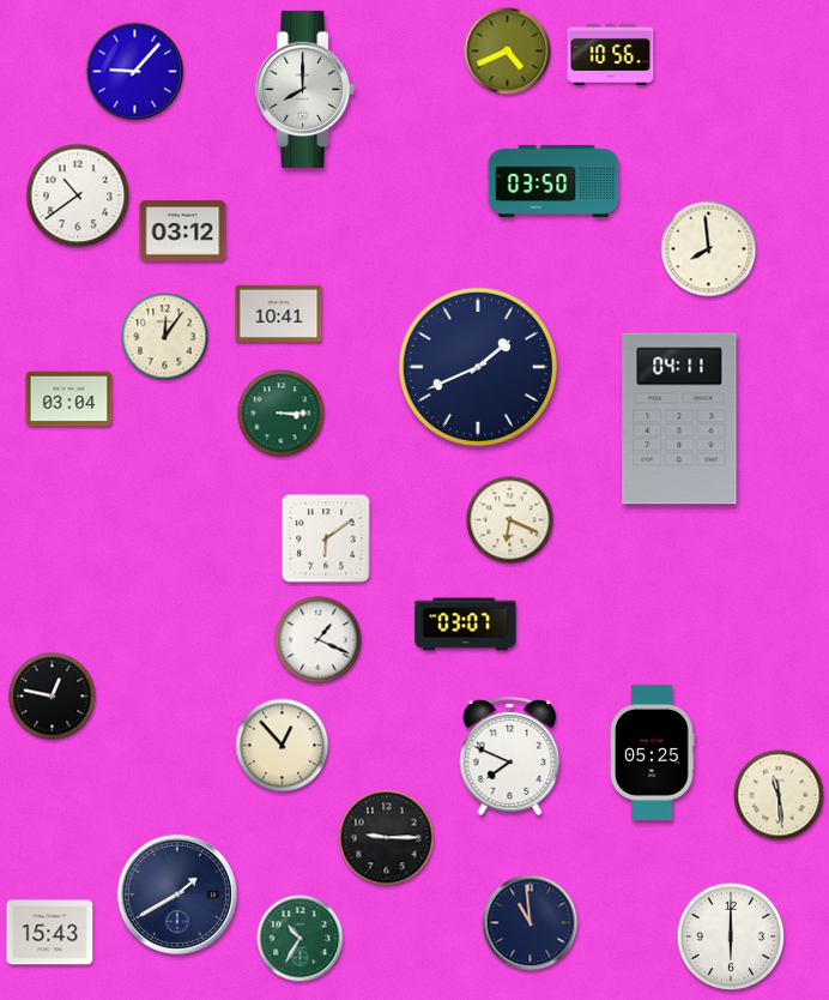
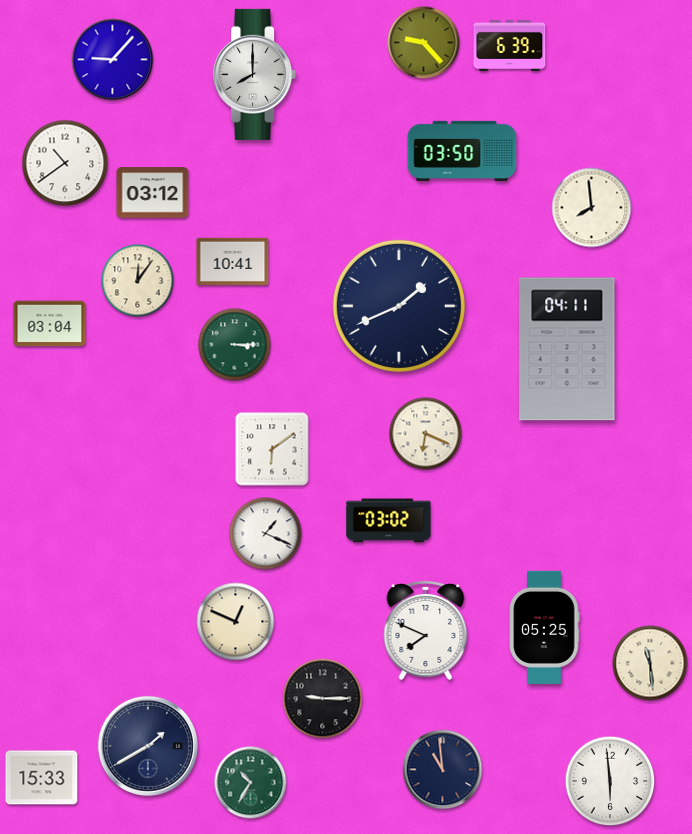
clock at (508, 52): 4:41 -> 9:23
clock at (611, 54): 10:56 -> 6:39
clock at (69, 399) position: (69, 399) -> (50, 324)
clock at (466, 625): 03:07 -> 03:02
clock at (53, 697): 12:47 -> none
clock at (283, 746): 12:53 -> 12:49
clock at (50, 933): 15:43 -> 15:33
clock at (731, 936): 6:00 -> 5:59
